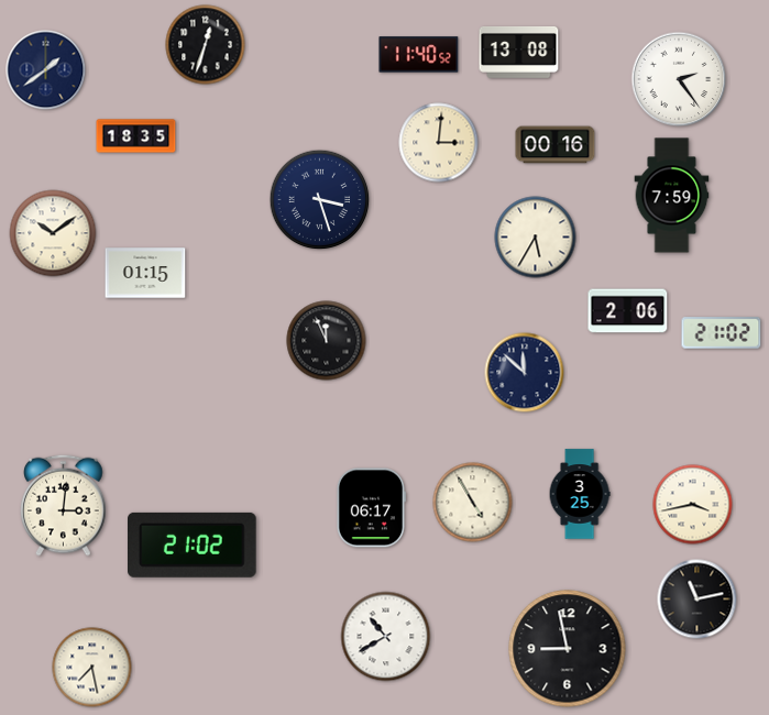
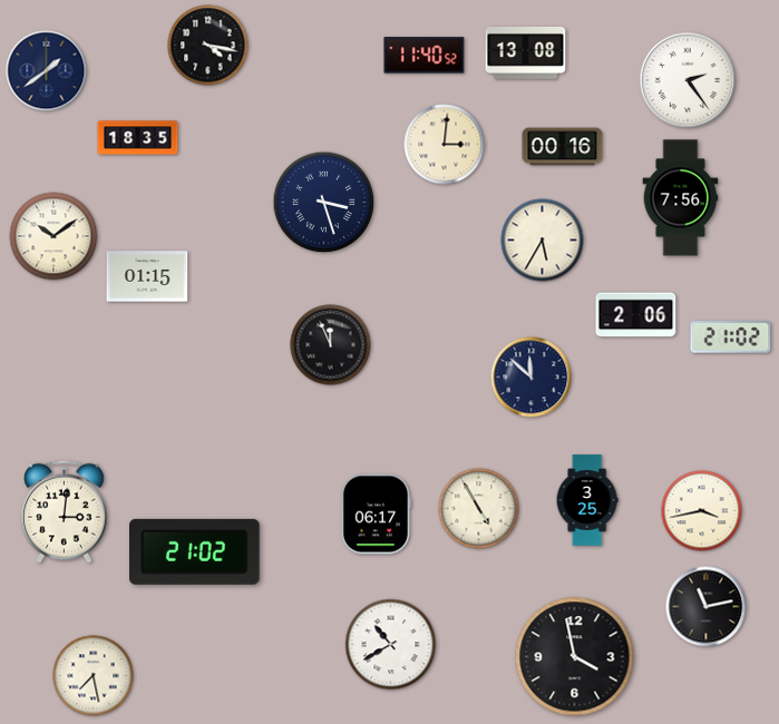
clock at (206, 45): 12:33 -> 4:17
clock at (672, 196): 7:59 -> 7:56
clock at (568, 649): 8:58 -> 3:58
